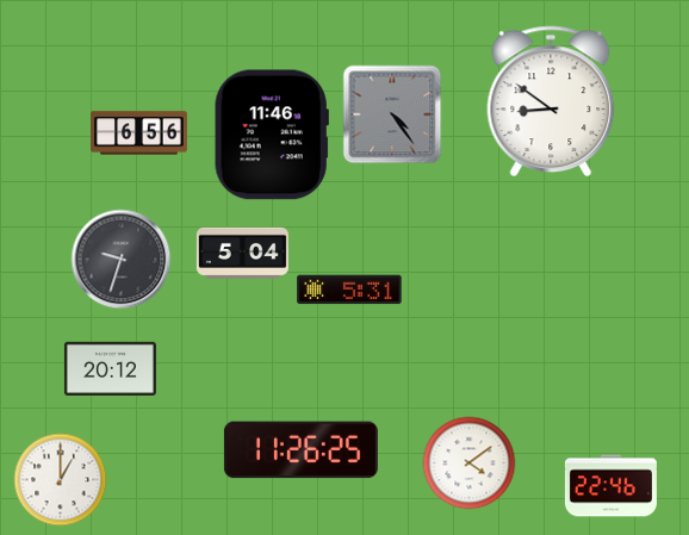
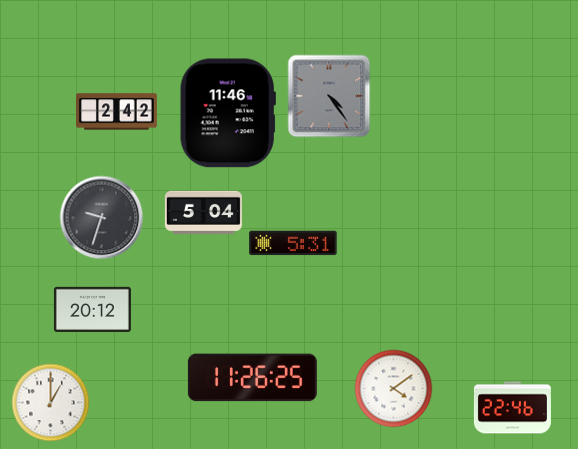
clock at (551, 100): 8:51 -> none
clock at (139, 133): 6:56 -> 2:42
